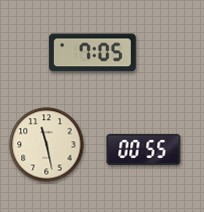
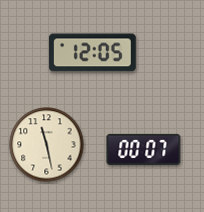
clock at (92, 53): 7:05 -> 12:05
clock at (144, 149): 00:55 -> 00:07
